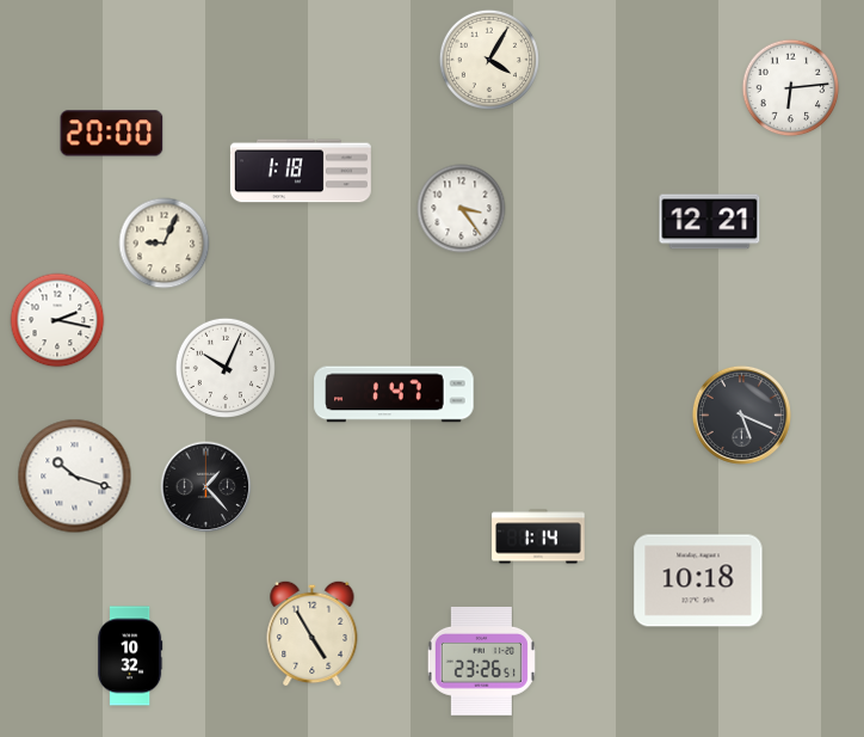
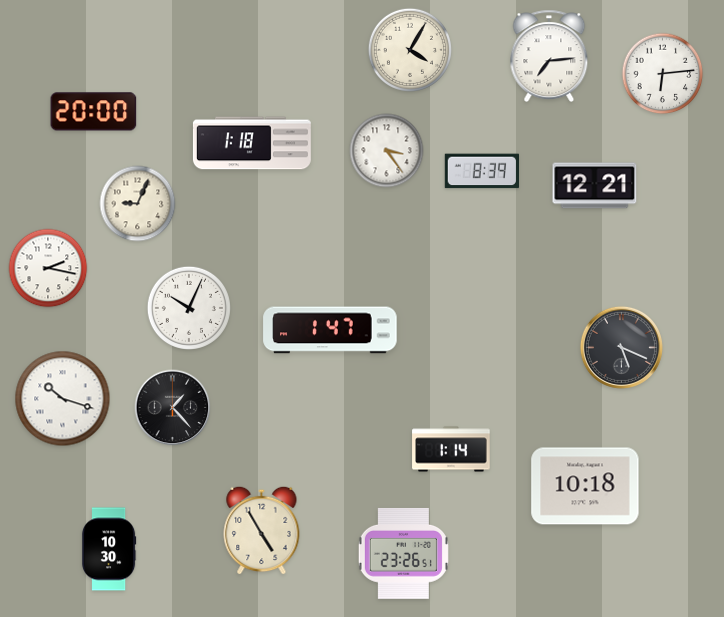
clock at (549, 55): none -> 7:14
clock at (481, 171): none -> 8:39
clock at (462, 209) position: (462, 209) -> (387, 151)
clock at (130, 656): 10:32 -> 10:30
